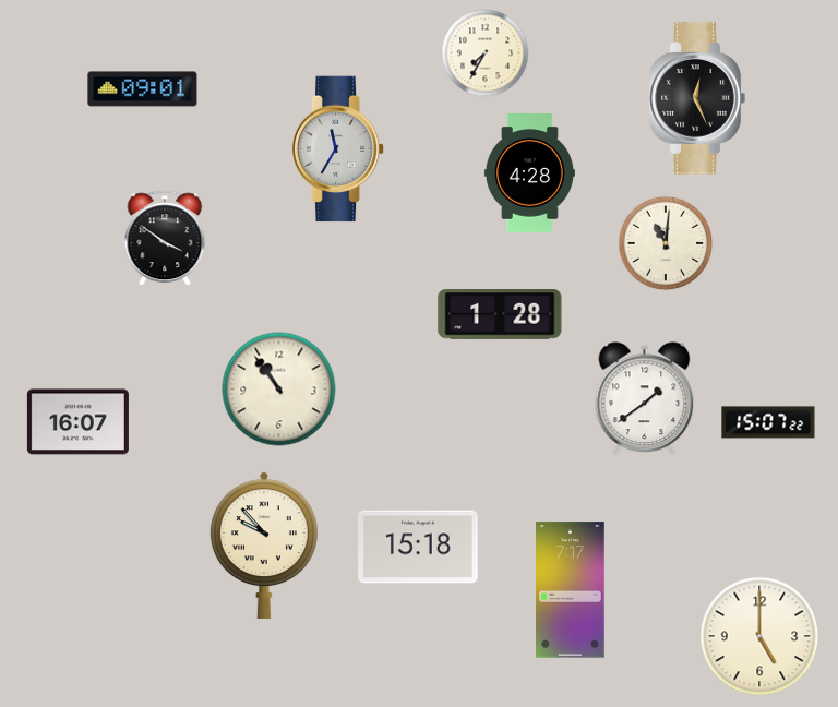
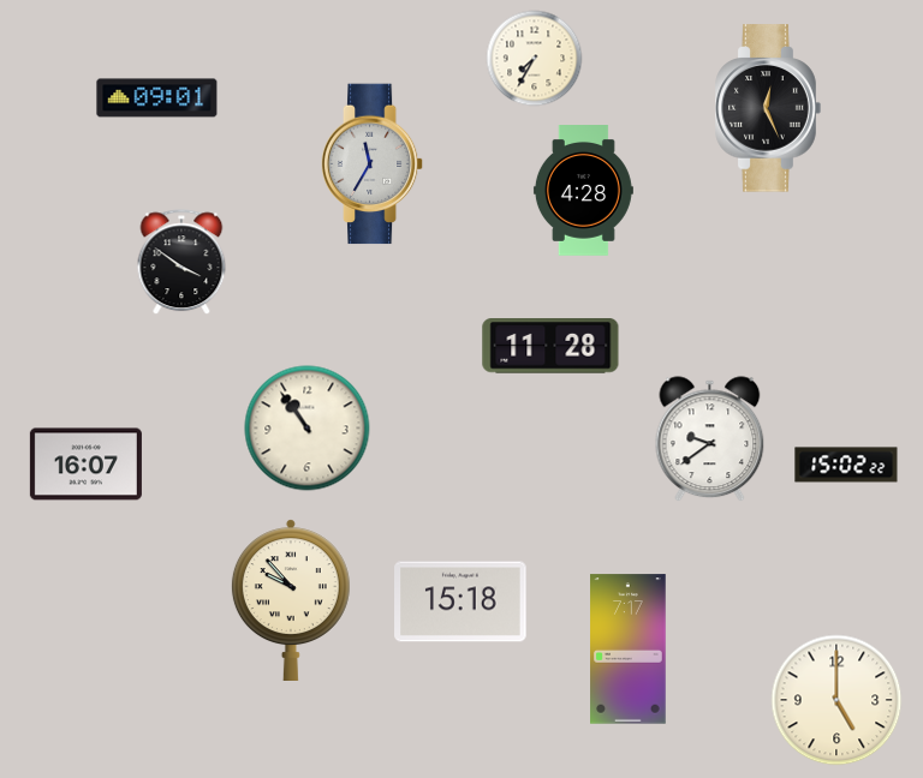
clock at (666, 243): 11:01 -> none
clock at (500, 315): 1:28 -> 11:28
clock at (645, 399): 1:39 -> 9:39
clock at (768, 422): 15:07 -> 15:02
